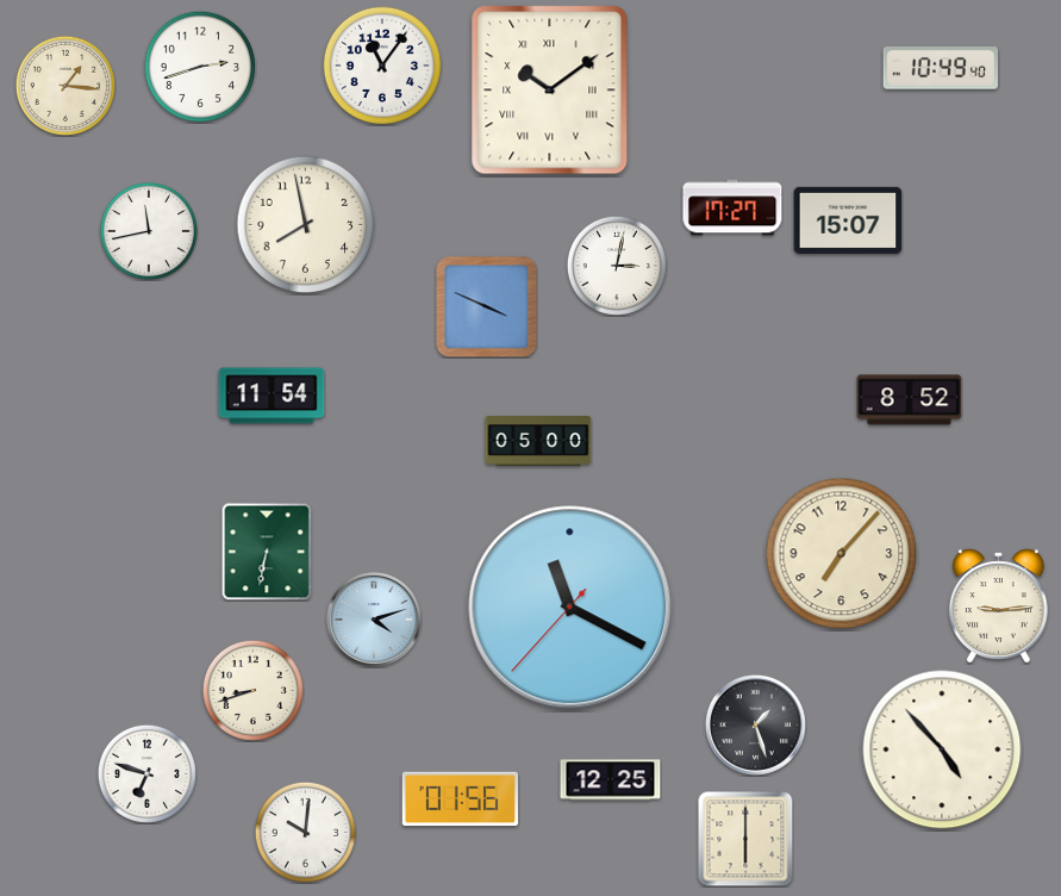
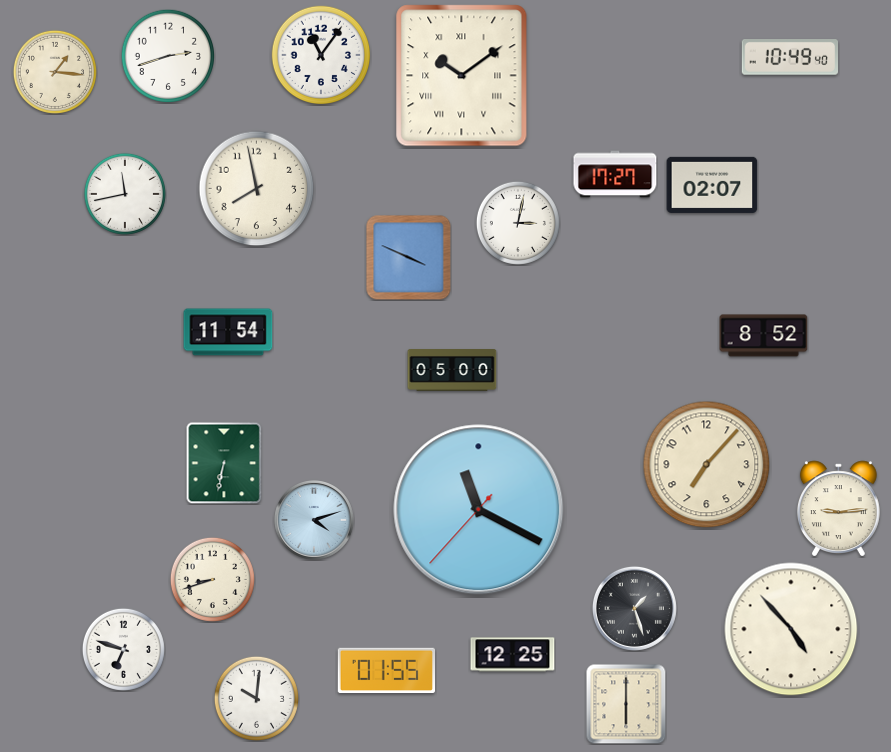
clock at (848, 220): 15:07 -> 02:07
clock at (460, 799): 01:56 -> 01:55
